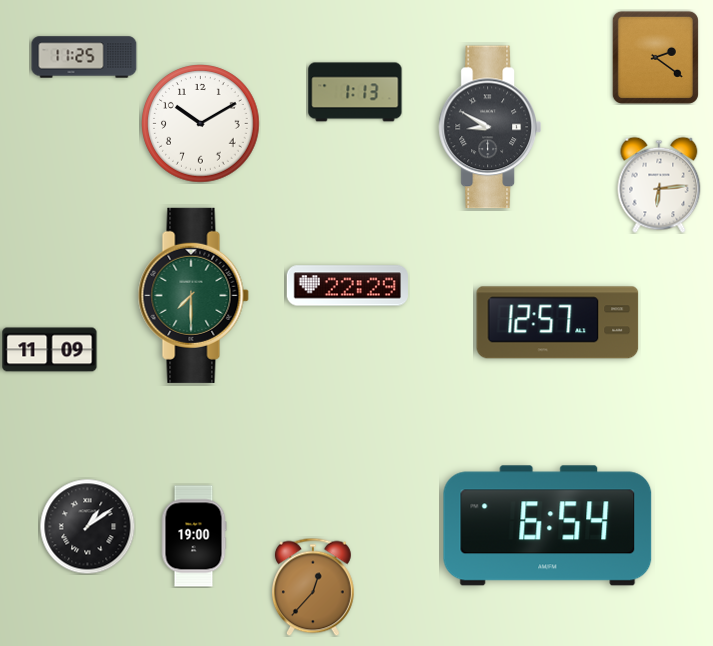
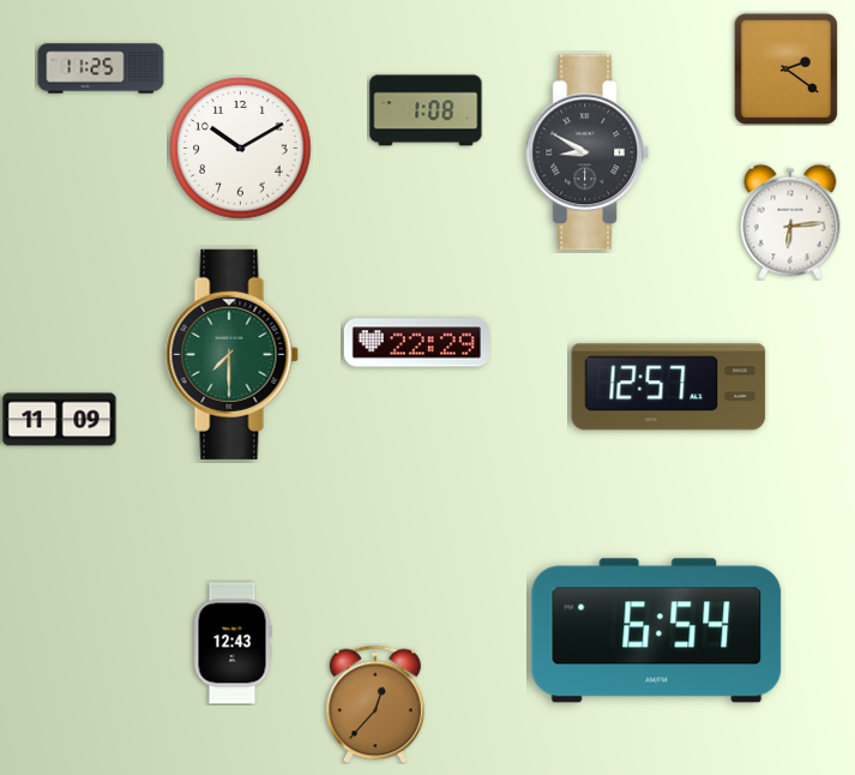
clock at (355, 92): 1:13 -> 1:08
clock at (87, 526): 1:09 -> none
clock at (194, 536): 19:00 -> 12:43
